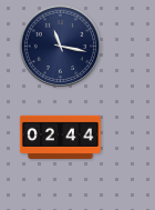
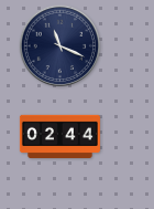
clock at (61, 47): 11:17 -> 11:19
